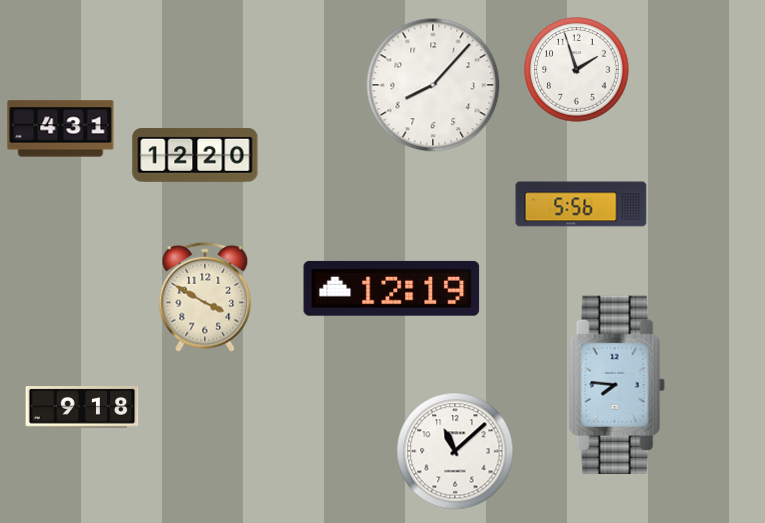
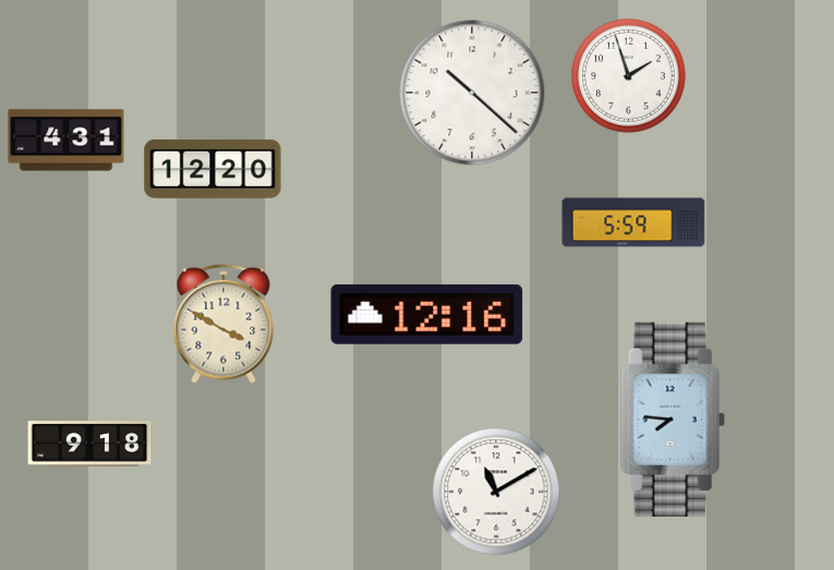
clock at (433, 85): 8:07 -> 10:22
clock at (581, 204): 5:56 -> 5:59
clock at (392, 288): 12:19 -> 12:16
clock at (455, 451): 11:08 -> 11:10
